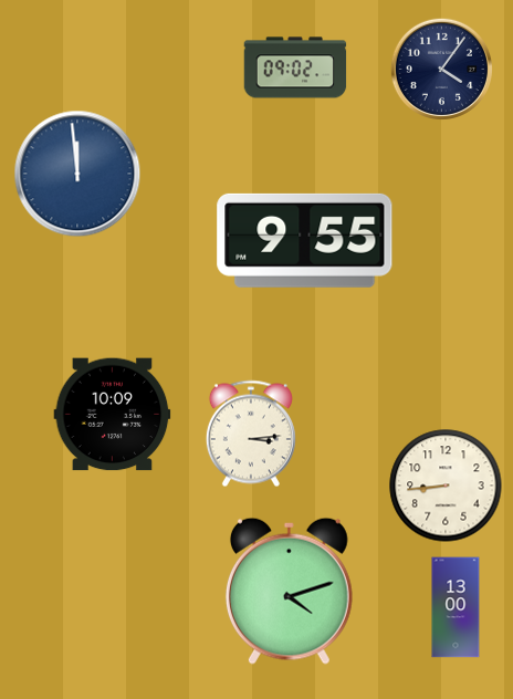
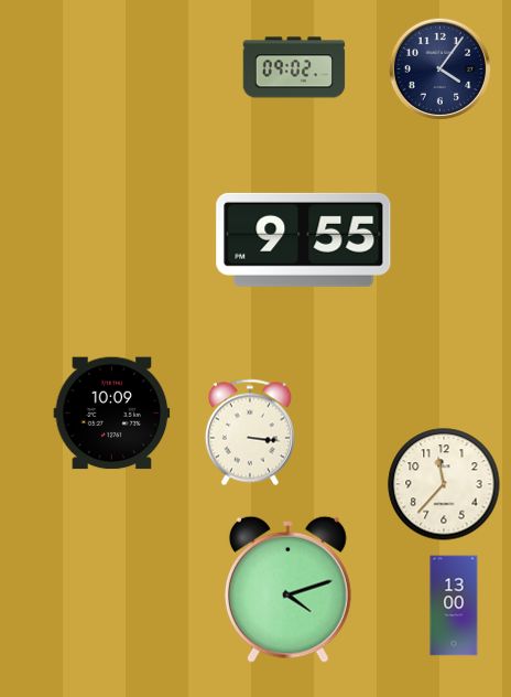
clock at (77, 174): 11:59 -> none
clock at (251, 434): 3:14 -> 3:16
clock at (446, 486): 8:44 -> 11:37
